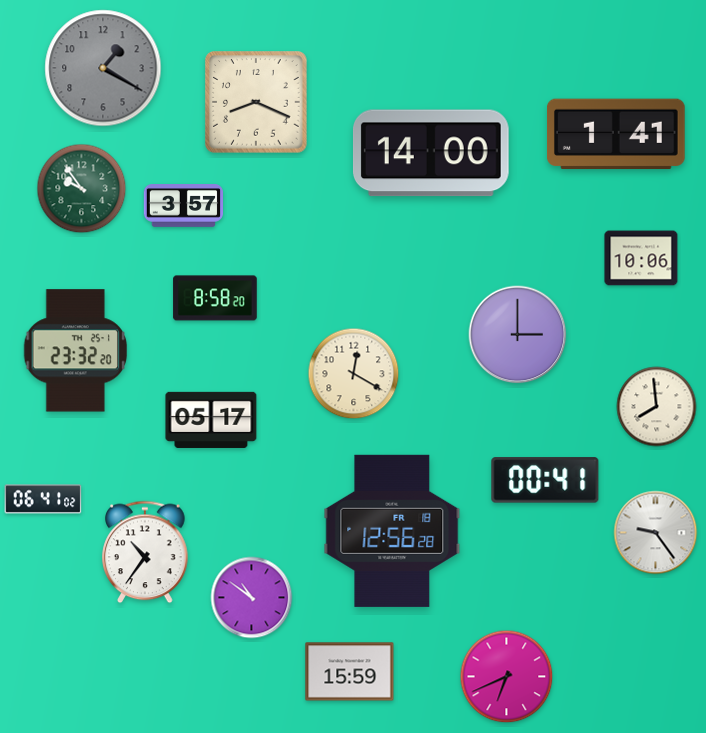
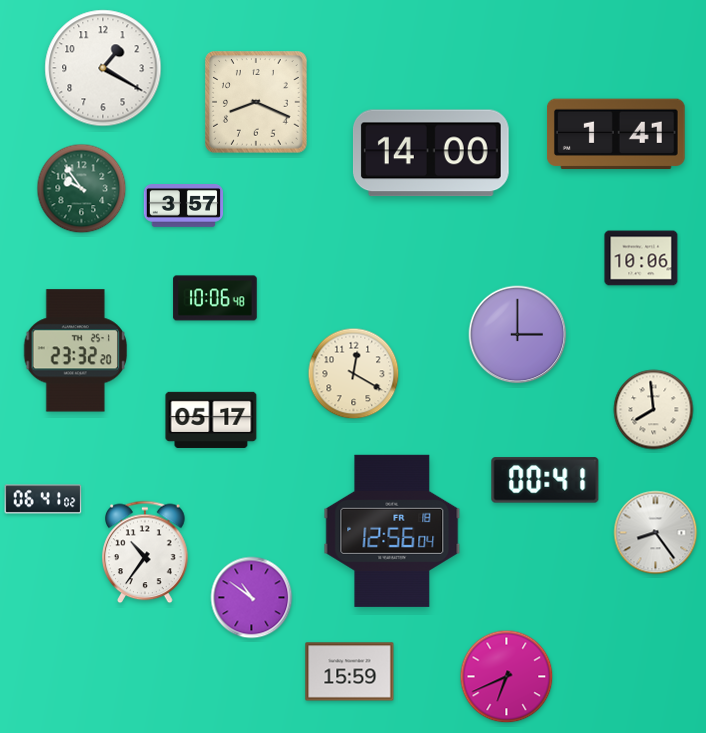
clock at (103, 68) dial: grey -> white
clock at (215, 298): 8:58 -> 10:06
clock at (657, 407) position: (657, 407) -> (654, 410)
clock at (392, 531): 12:56:28 -> 12:56:04
clock at (656, 533): 9:24 -> 8:24
